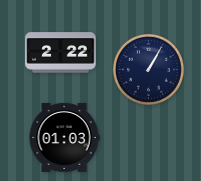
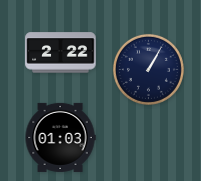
clock at (64, 137) position: (64, 137) -> (60, 137)
